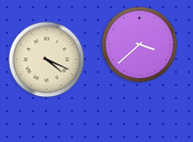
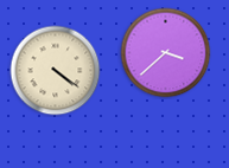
clock at (47, 60): 4:19 -> 4:21
